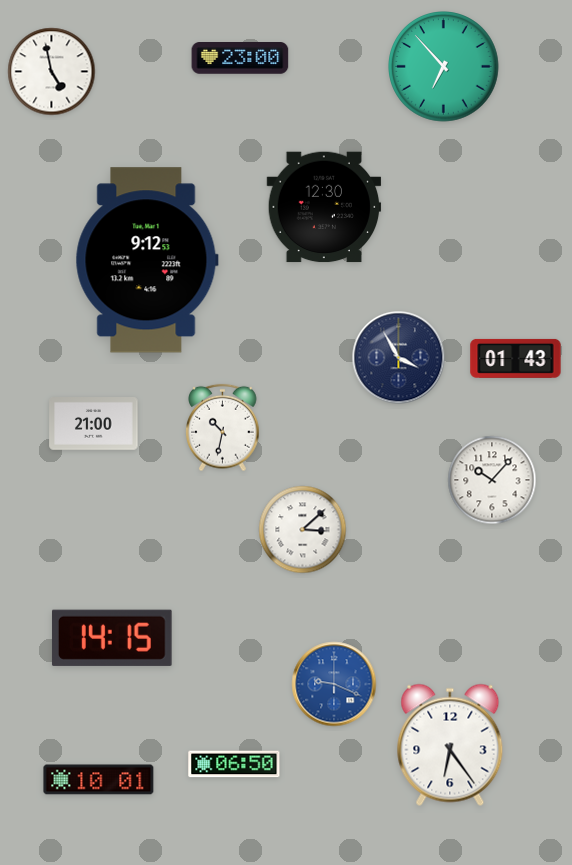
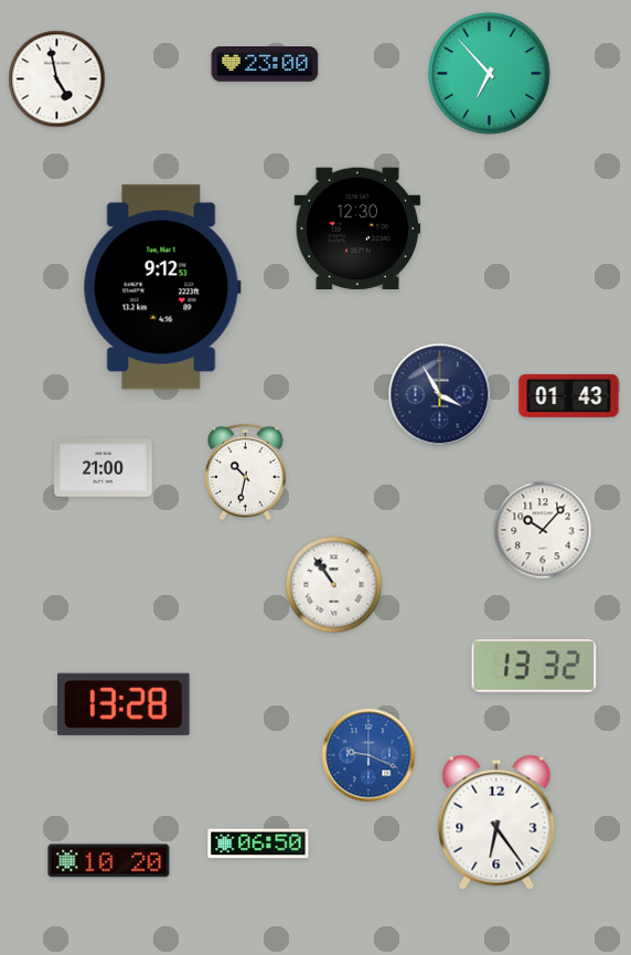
clock at (303, 530): 3:08 -> 10:54
clock at (534, 666): none -> 13:32
clock at (112, 638): 14:15 -> 13:28
clock at (99, 780): 10:01 -> 10:20
